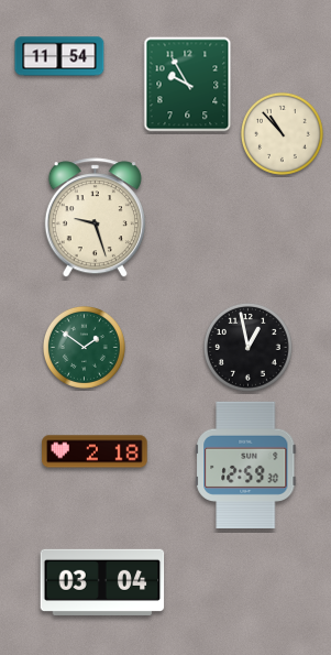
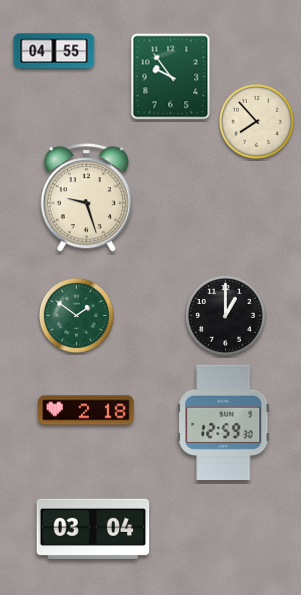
clock at (59, 56): 11:54 -> 04:55
clock at (188, 85): 9:55 -> 9:54
clock at (282, 133): 10:53 -> 7:53
clock at (249, 348): 12:58 -> 1:00
